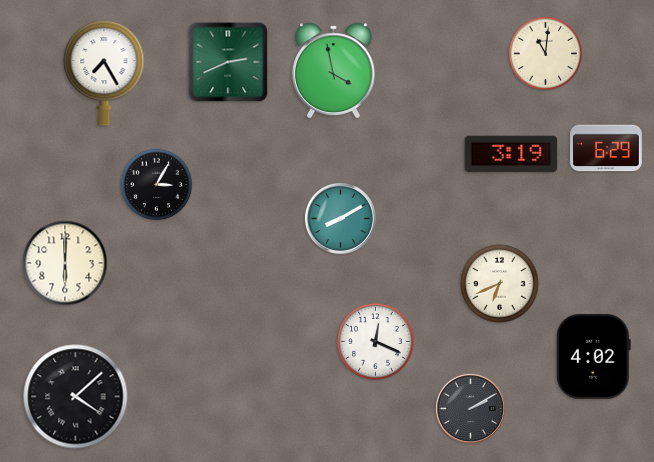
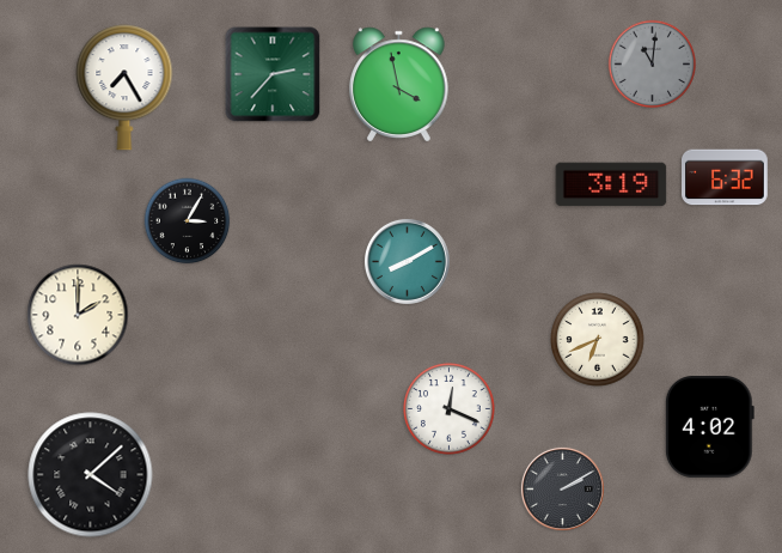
clock at (546, 54) dial: cream -> grey
clock at (228, 62): 2:41 -> 2:37
clock at (606, 148): 6:29 -> 6:32
clock at (65, 263): 6:00 -> 2:00
